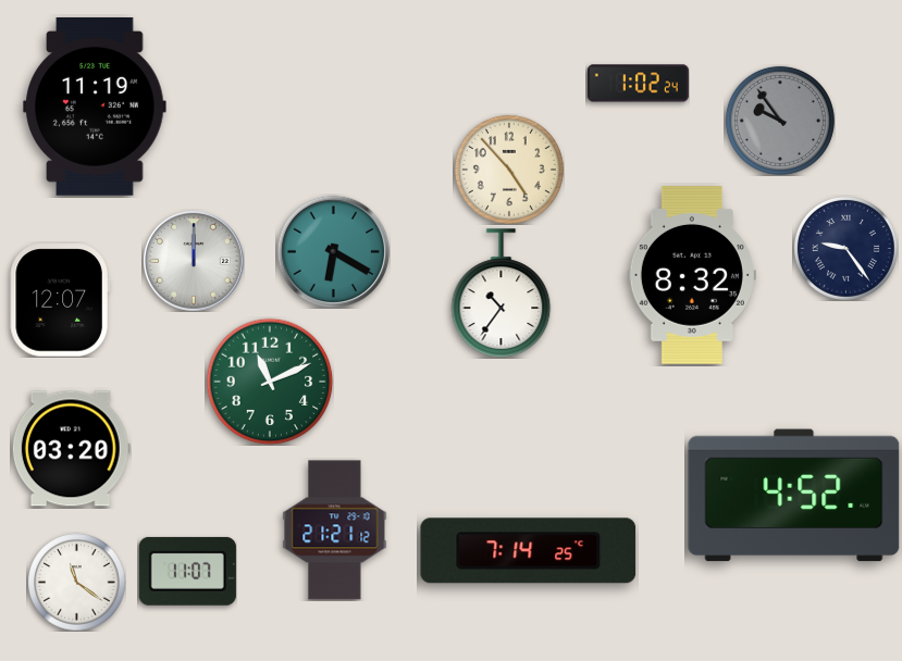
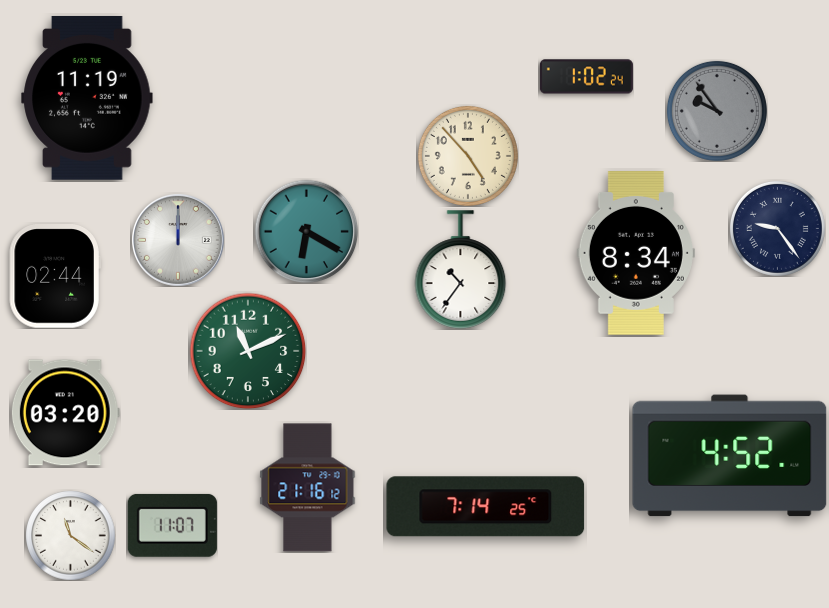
clock at (692, 276): 8:32 -> 8:34
clock at (60, 300): 12:07 -> 02:44
clock at (335, 531): 21:21 -> 21:16
